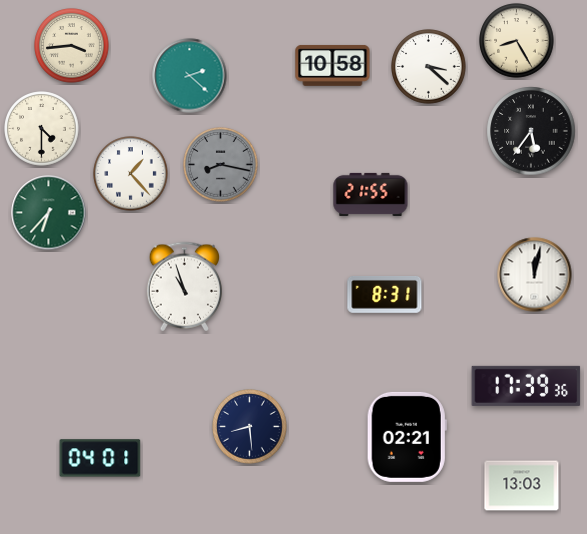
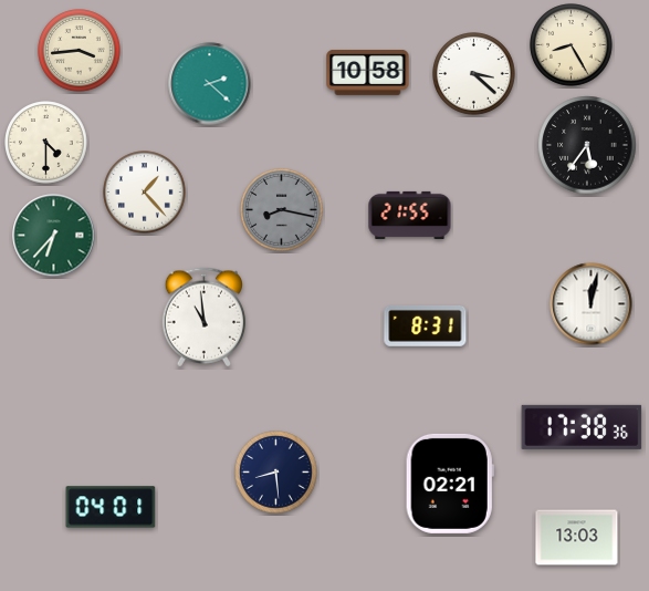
clock at (221, 165) position: (221, 165) -> (282, 210)
clock at (184, 287): 10:57 -> 10:59
clock at (526, 386): 17:39 -> 17:38
